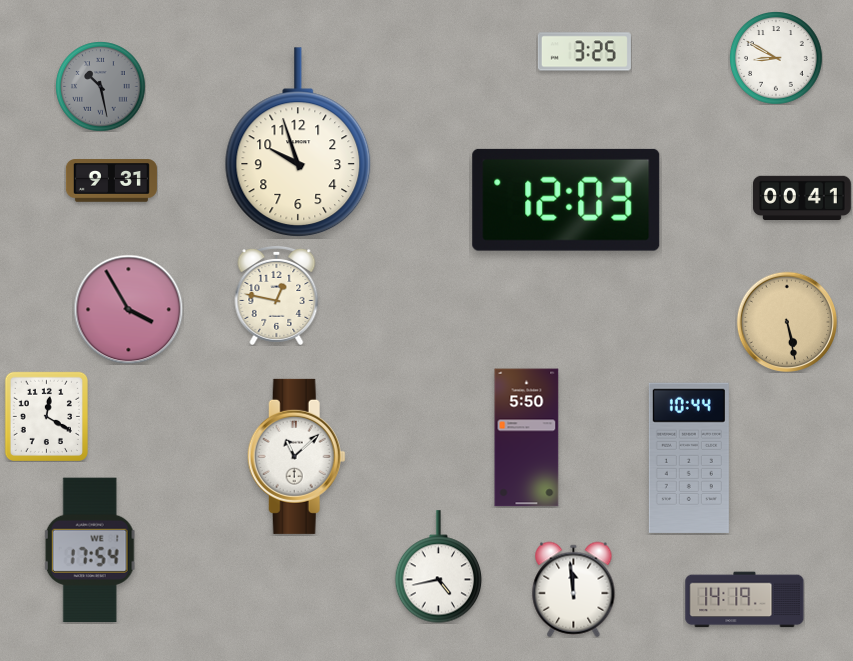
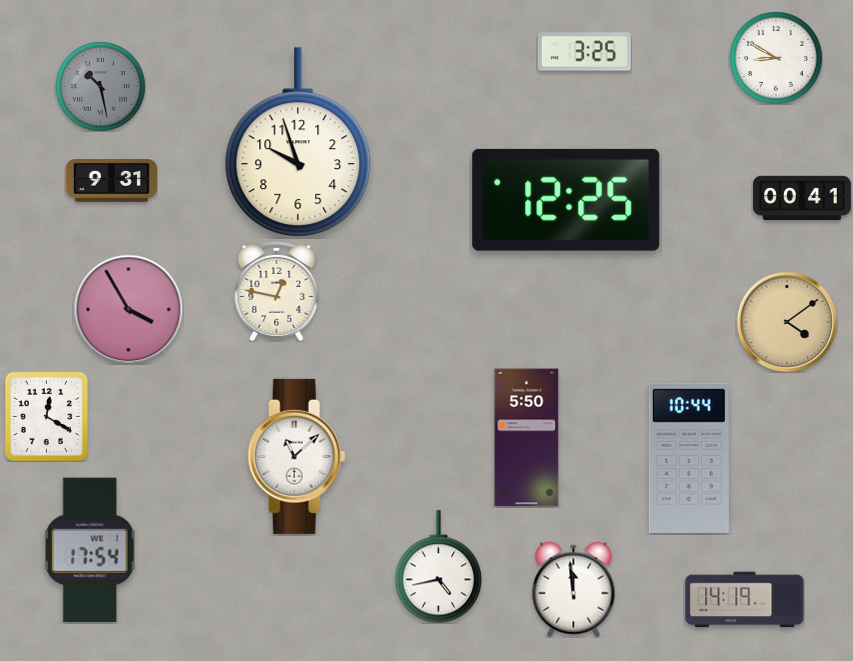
clock at (566, 200): 12:03 -> 12:25
clock at (277, 295) position: (277, 295) -> (277, 291)
clock at (787, 322): 5:28 -> 4:09
